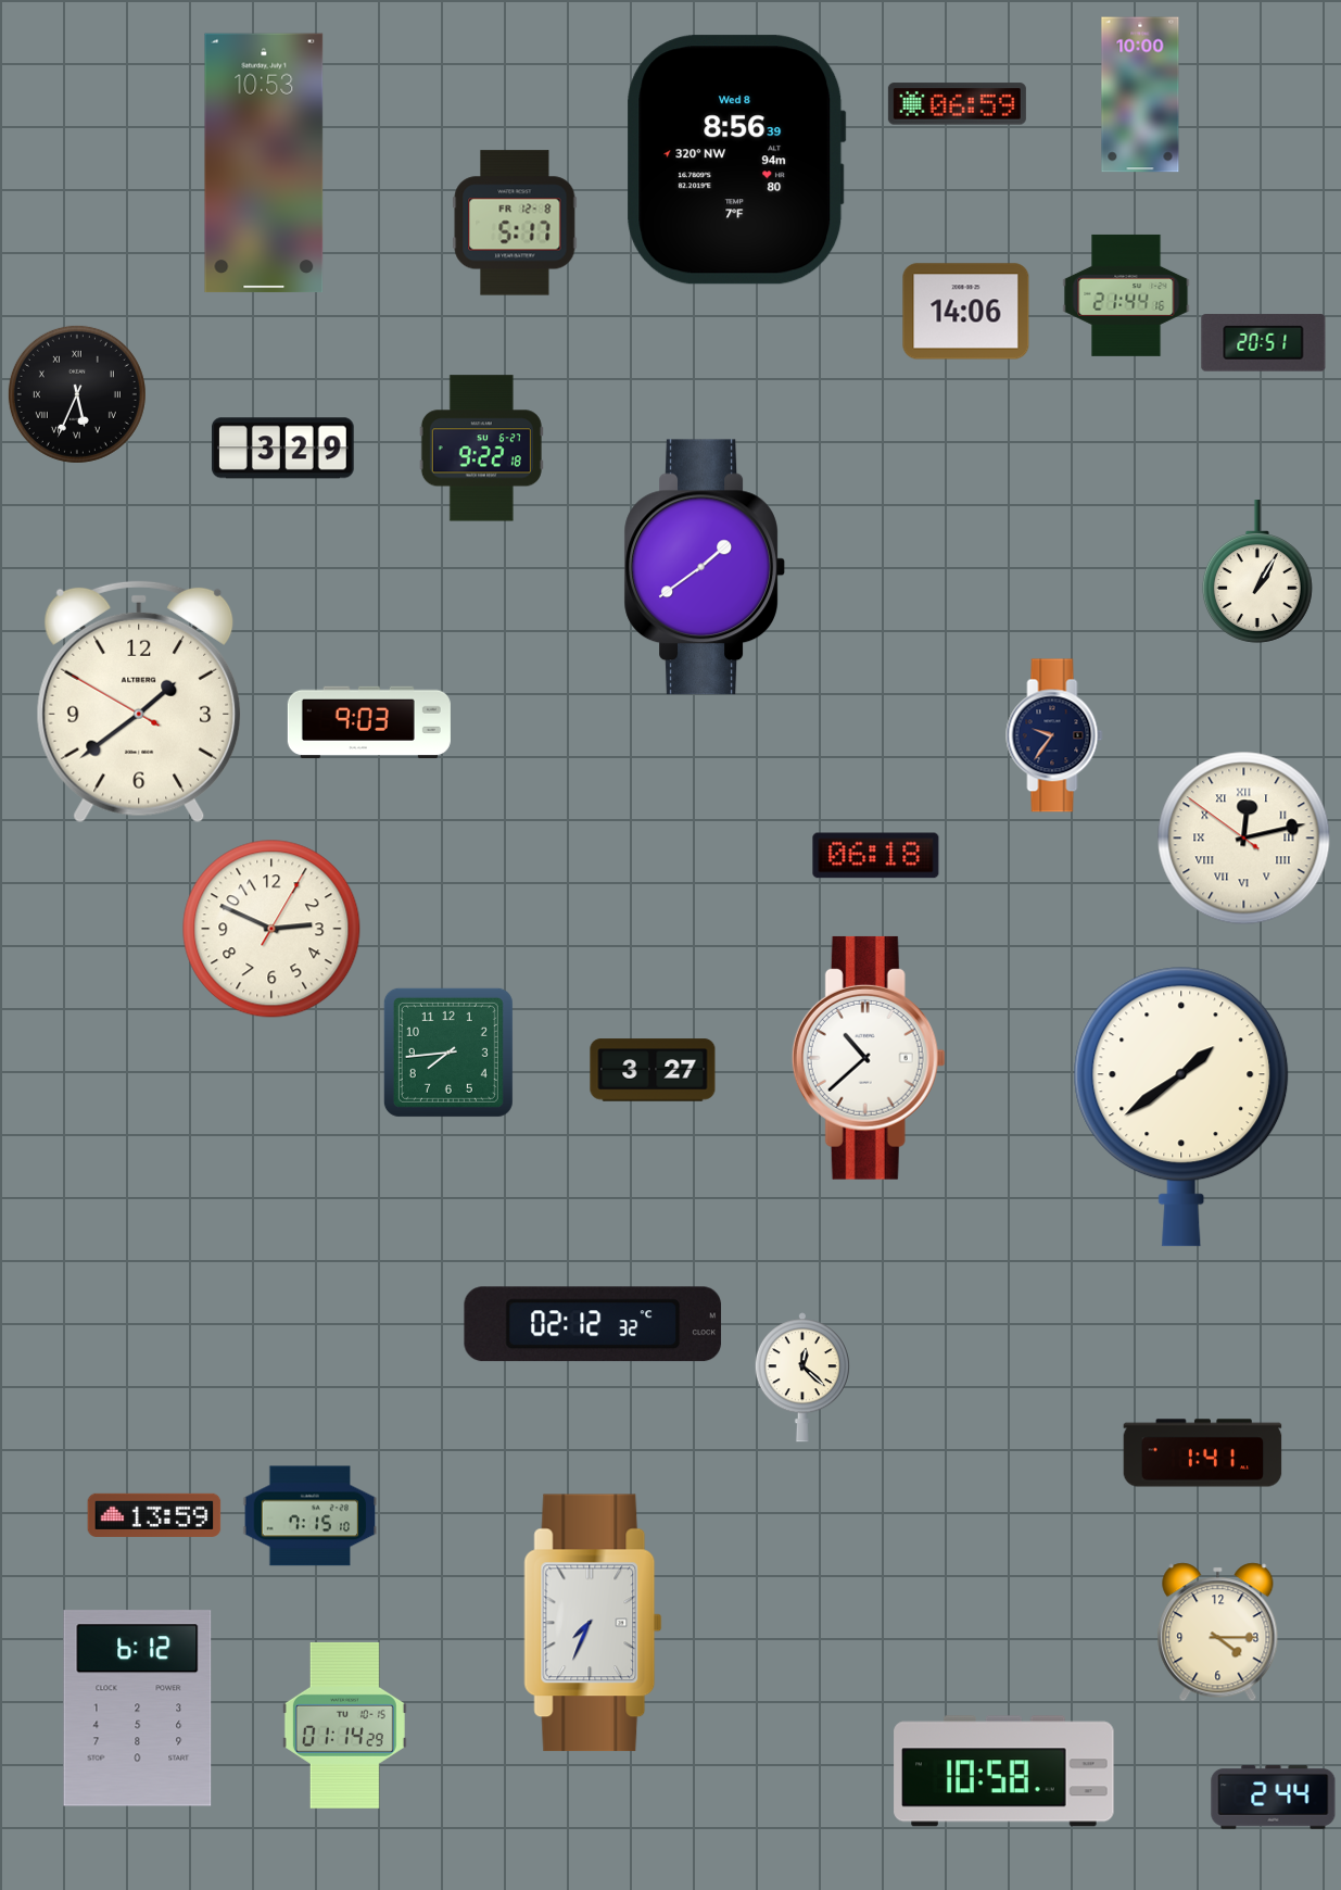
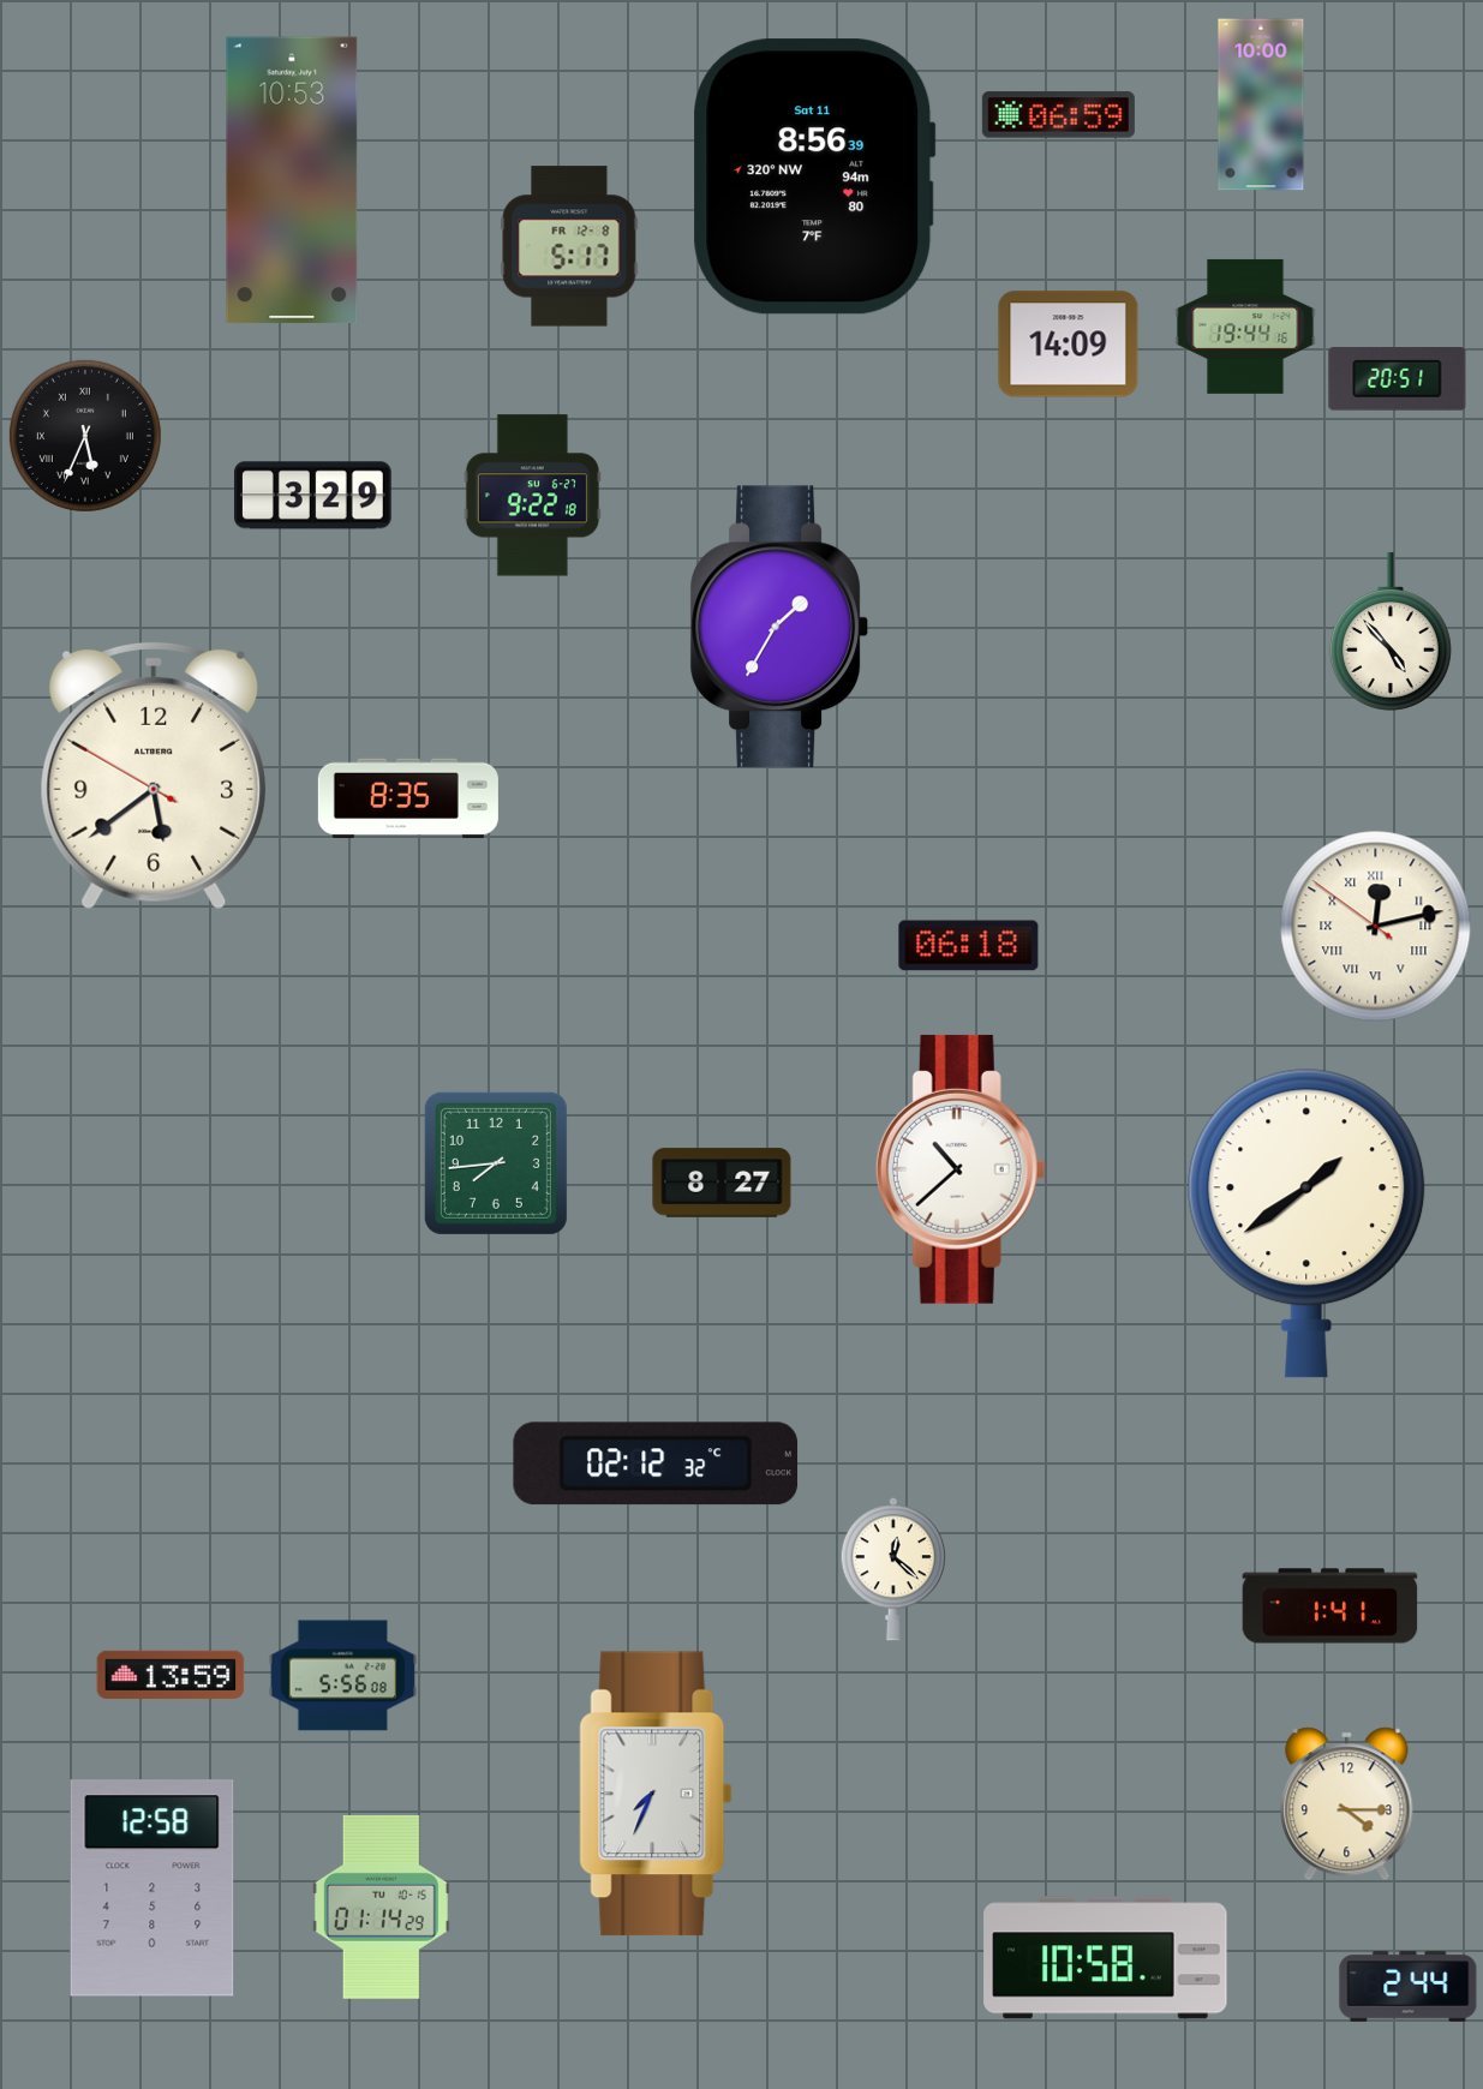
clock at (736, 160) date: Wed 8 -> Sat 11
clock at (1126, 295): 21:44 -> 19:44
clock at (966, 312): 14:06 -> 14:09
clock at (705, 567): 1:39 -> 1:35
clock at (1257, 571): 1:05 -> 4:53
clock at (139, 702): 1:38 -> 5:38
clock at (369, 722): 9:03 -> 8:35
clock at (1054, 735): 9:36 -> none
clock at (271, 929): 2:49 -> none
clock at (653, 1070): 3:27 -> 8:27
clock at (802, 1377) position: (802, 1377) -> (893, 1569)
clock at (311, 1516): 7:15 -> 5:56
clock at (138, 1709): 6:12 -> 12:58
clock at (1004, 1772) position: (1004, 1772) -> (1106, 1958)
